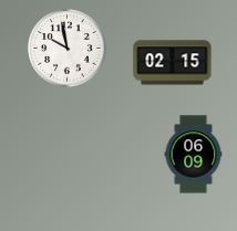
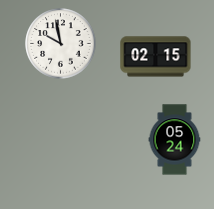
clock at (194, 155): 06:09 -> 05:24
